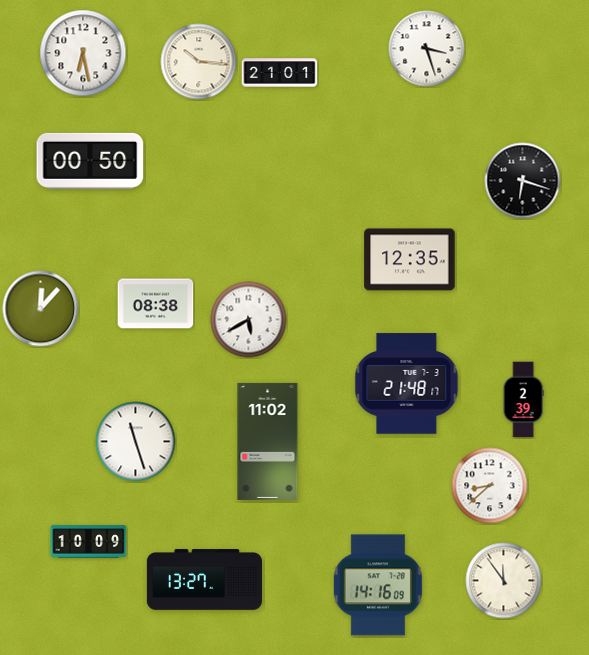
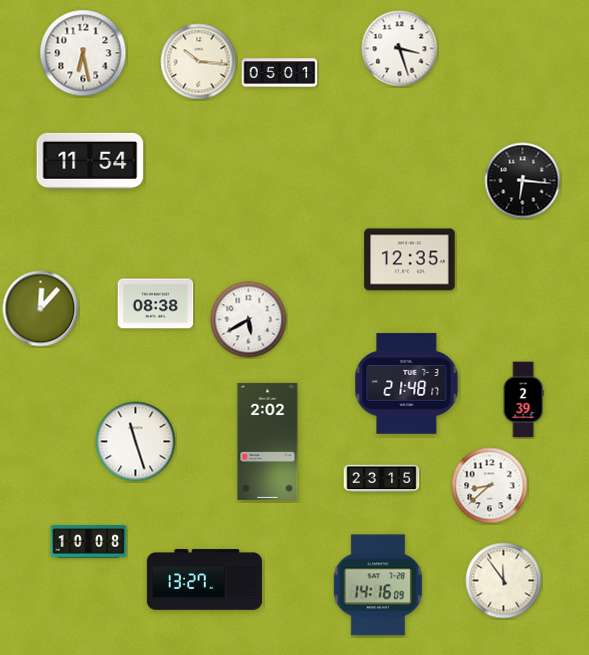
clock at (427, 49) position: (427, 49) -> (400, 49)
clock at (280, 73): 21:01 -> 05:01
clock at (90, 161): 00:50 -> 11:54
clock at (523, 181): 6:18 -> 6:16
clock at (268, 441): 11:02 -> 2:02
clock at (382, 479): none -> 23:15
clock at (89, 542): 10:09 -> 10:08
